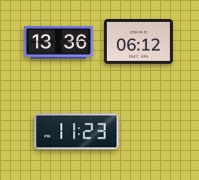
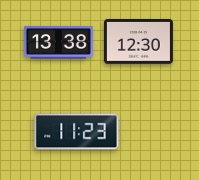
clock at (138, 42): 06:12 -> 12:30
clock at (58, 43): 13:36 -> 13:38
